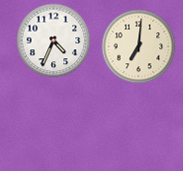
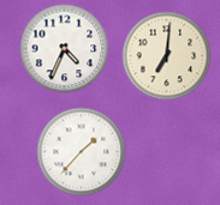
clock at (82, 152): none -> 1:37
